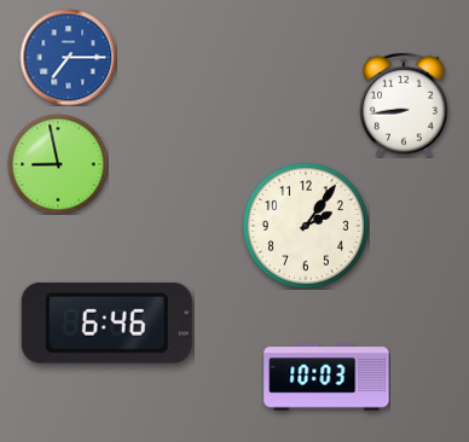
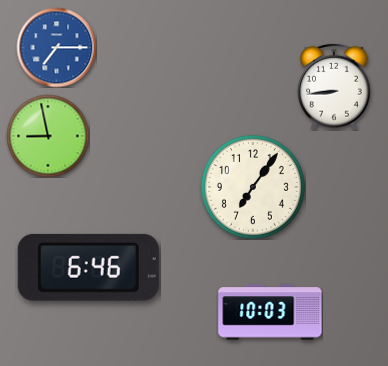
clock at (306, 226): 2:06 -> 7:06
